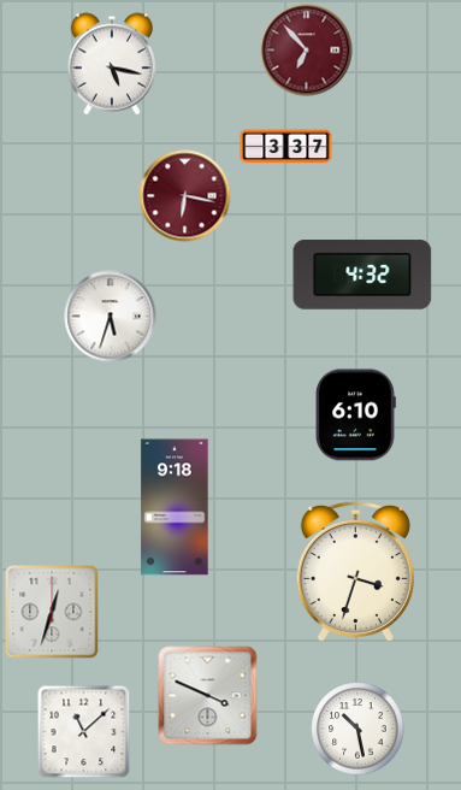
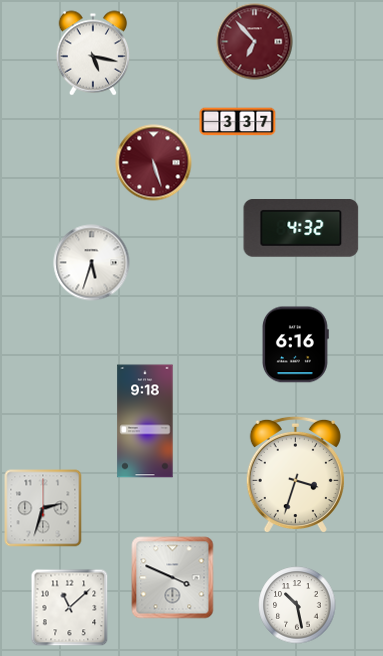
clock at (185, 196): 6:17 -> 5:27
clock at (356, 415): 6:10 -> 6:16
clock at (52, 612): 12:33 -> 2:33
